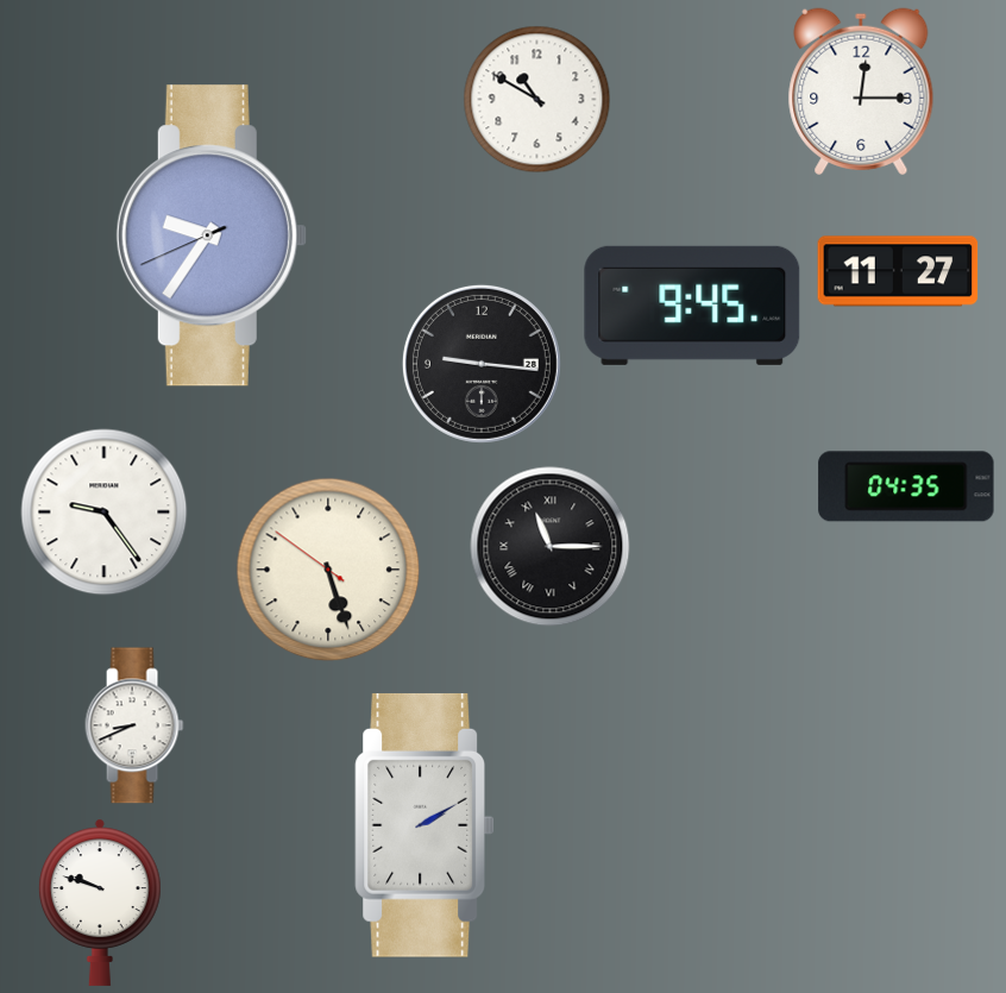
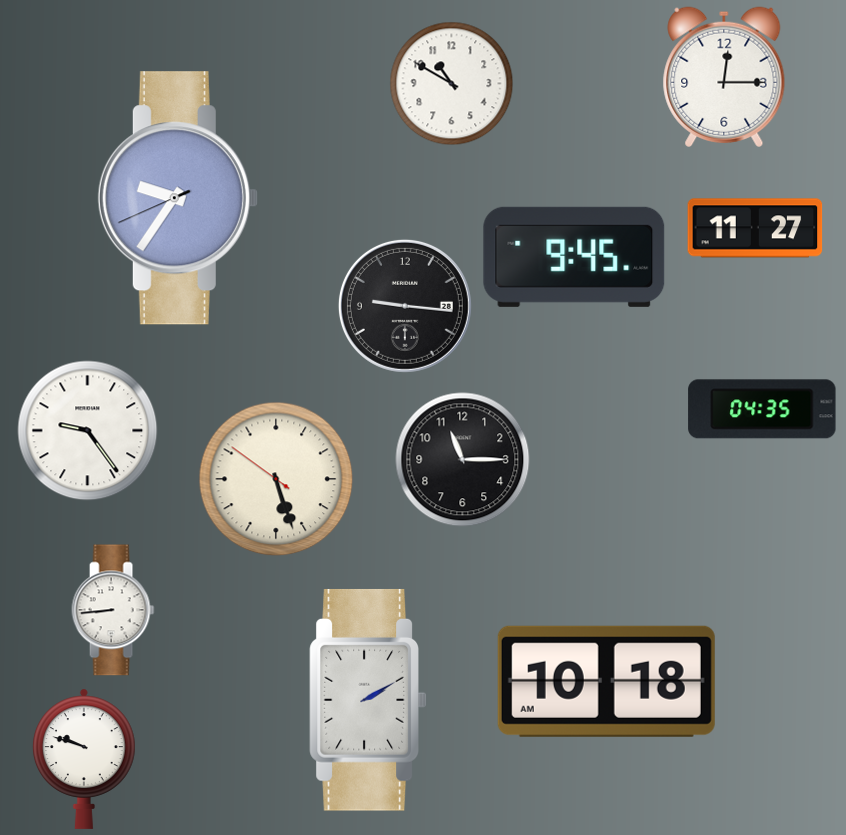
clock at (692, 306) position: (692, 306) -> (574, 257)
clock at (551, 547) numerals: Roman -> Arabic
clock at (134, 725): 8:41 -> 8:44
clock at (606, 681): none -> 10:18
clock at (425, 825) position: (425, 825) -> (368, 700)
